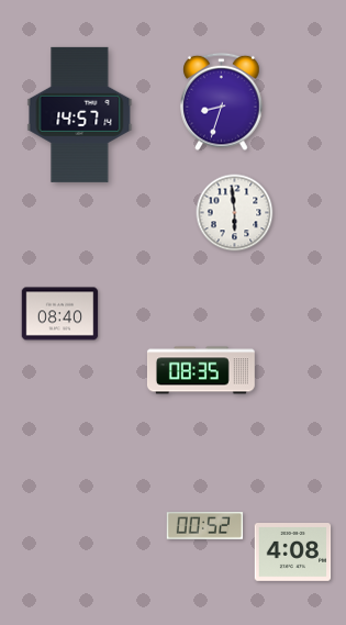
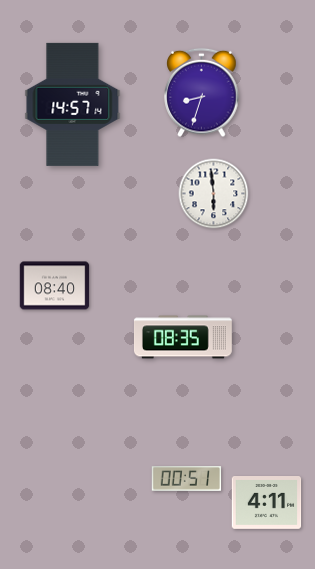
clock at (205, 526): 00:52 -> 00:51
clock at (293, 553): 4:08 -> 4:11
